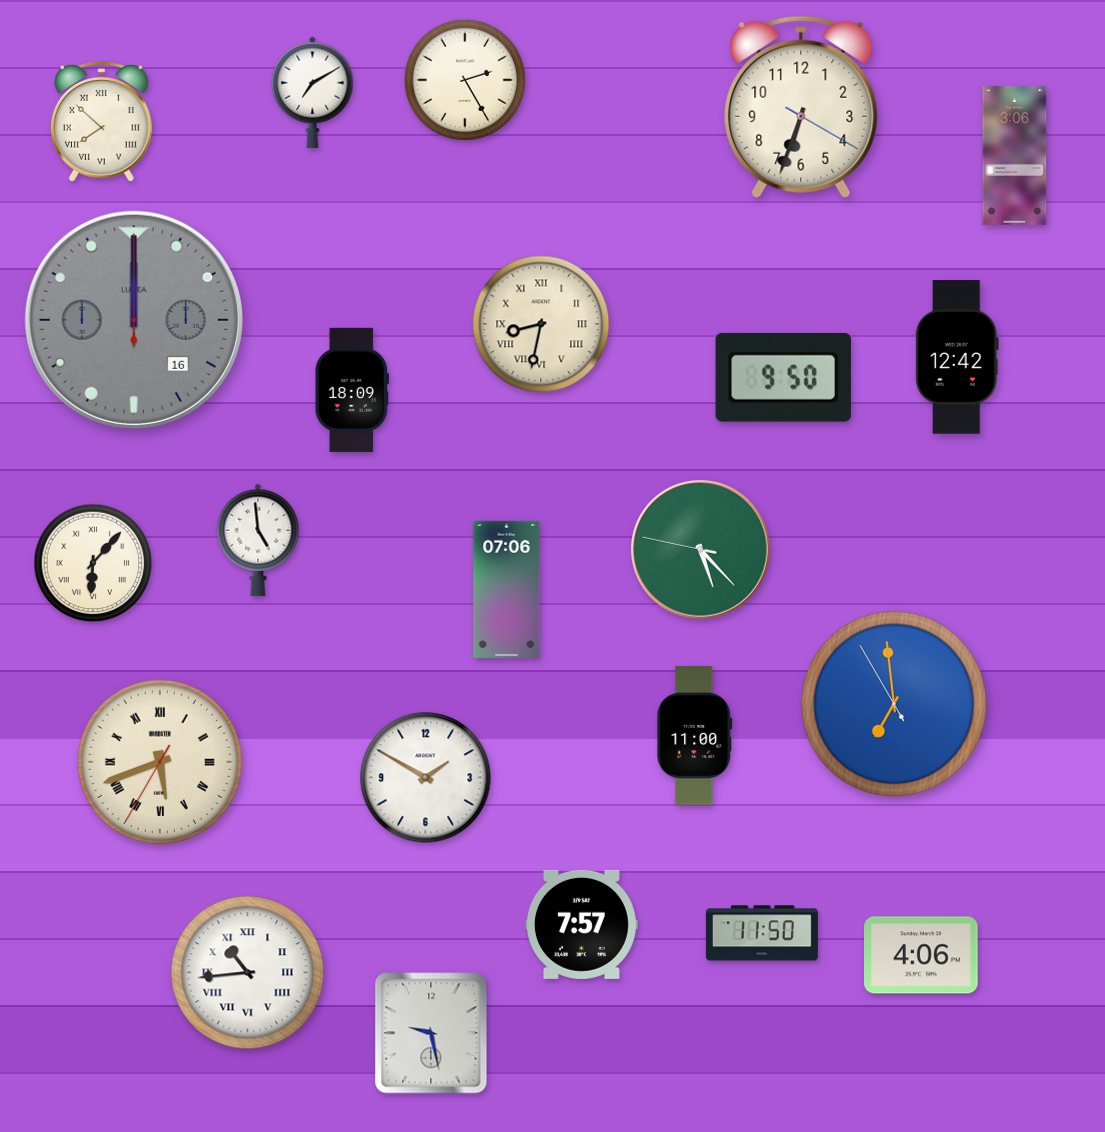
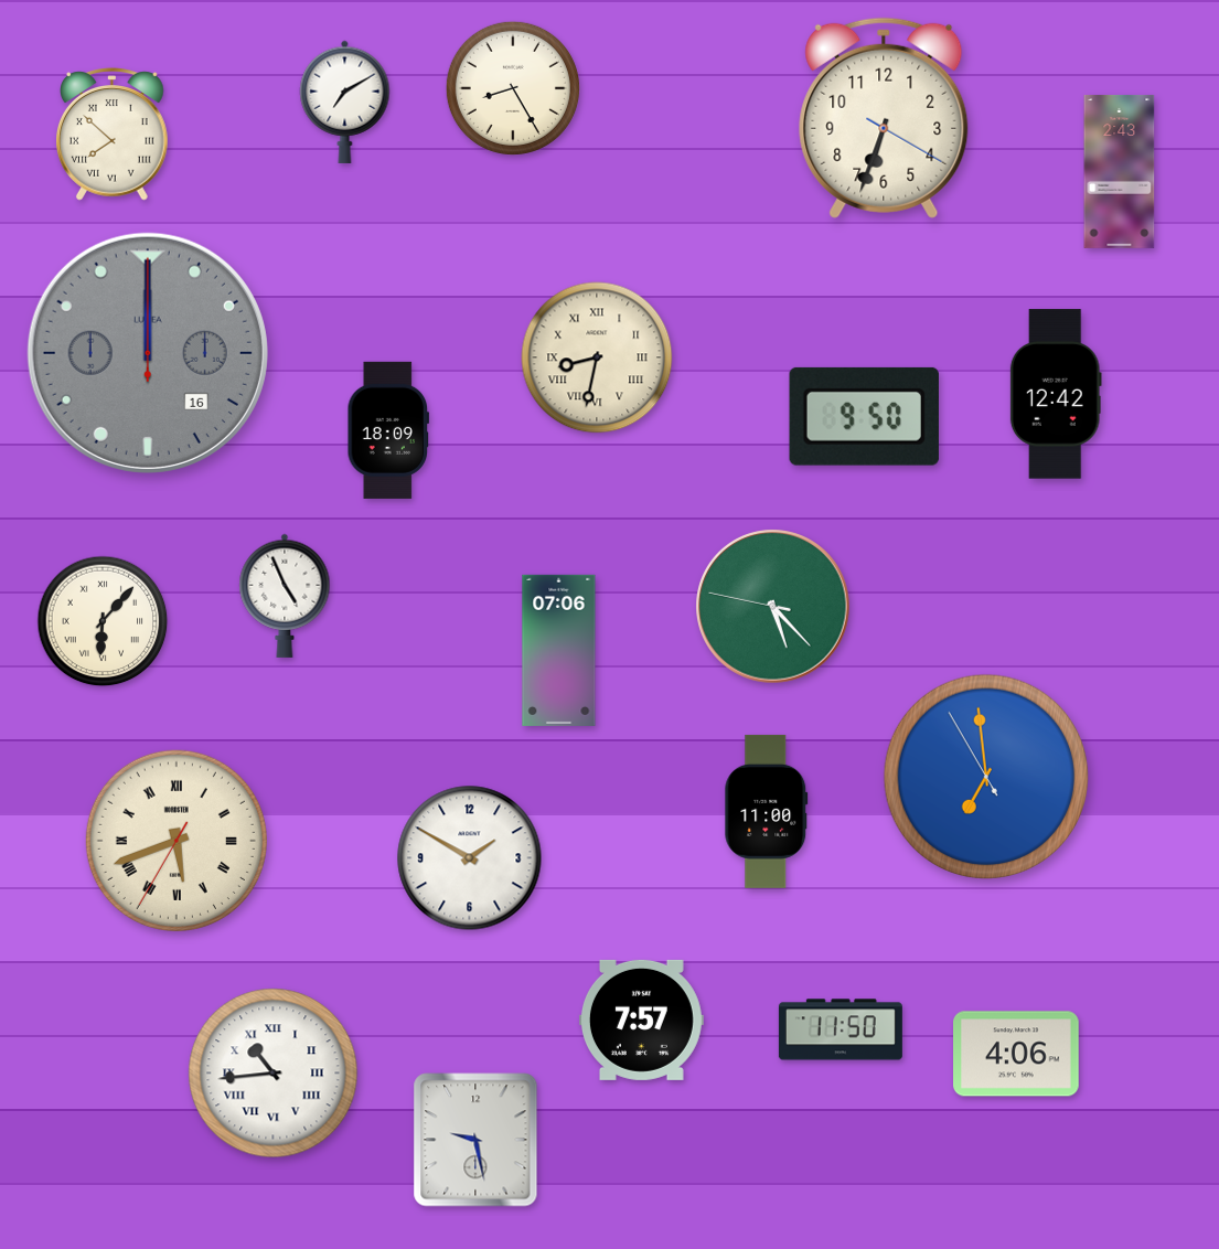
clock at (465, 80): 2:25 -> 8:25
clock at (1015, 155): 3:06 -> 2:43
clock at (258, 540): 4:59 -> 4:56
